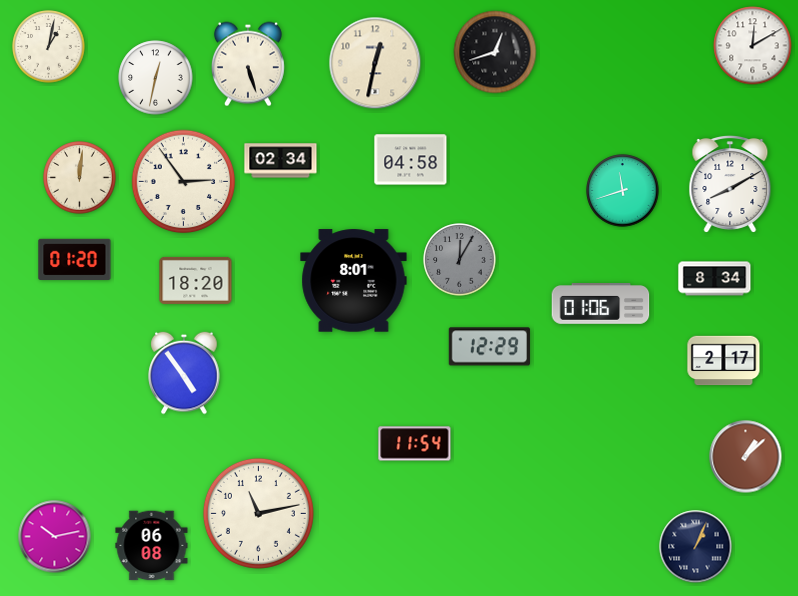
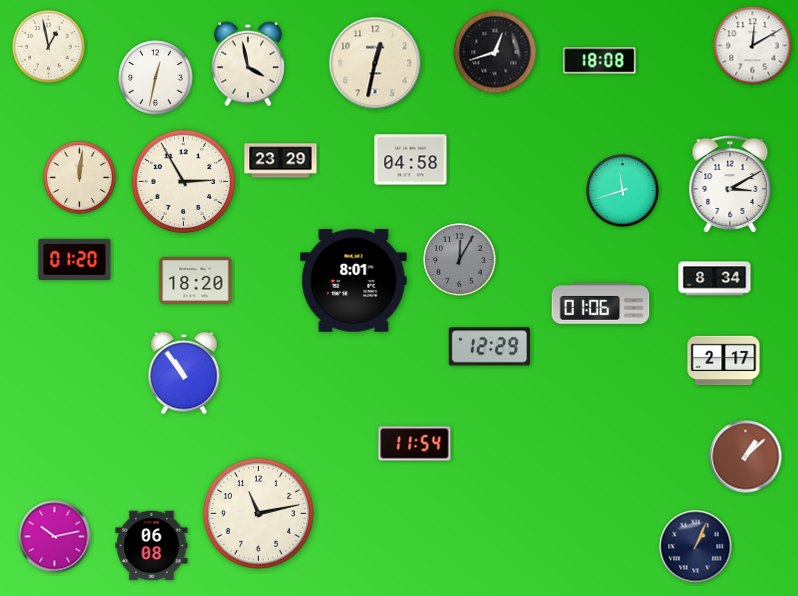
clock at (49, 47): 1:02 -> 12:58
clock at (600, 61): none -> 18:08
clock at (248, 64): 5:27 -> 3:58
clock at (281, 161): 02:34 -> 23:29
clock at (184, 182): 2:54 -> 2:55
clock at (730, 185): 8:10 -> 3:10
clock at (184, 373): 4:54 -> 10:54
